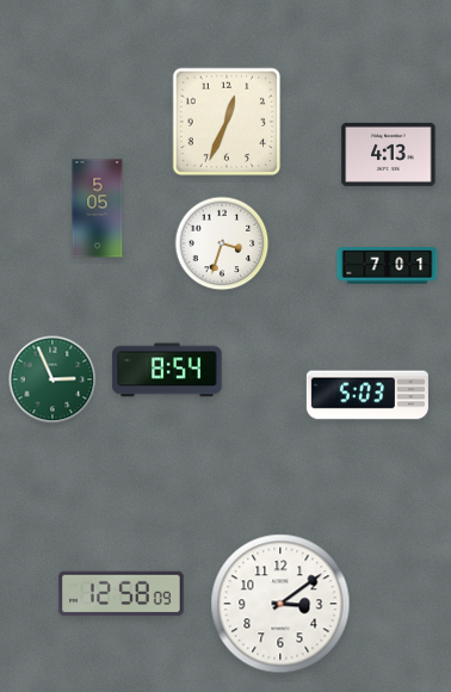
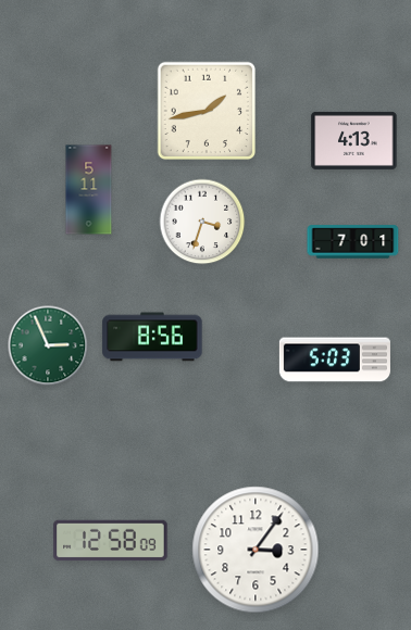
clock at (227, 122): 12:34 -> 1:43
clock at (98, 209): 5:05 -> 5:11
clock at (167, 370): 8:54 -> 8:56
clock at (280, 604): 3:09 -> 3:06
